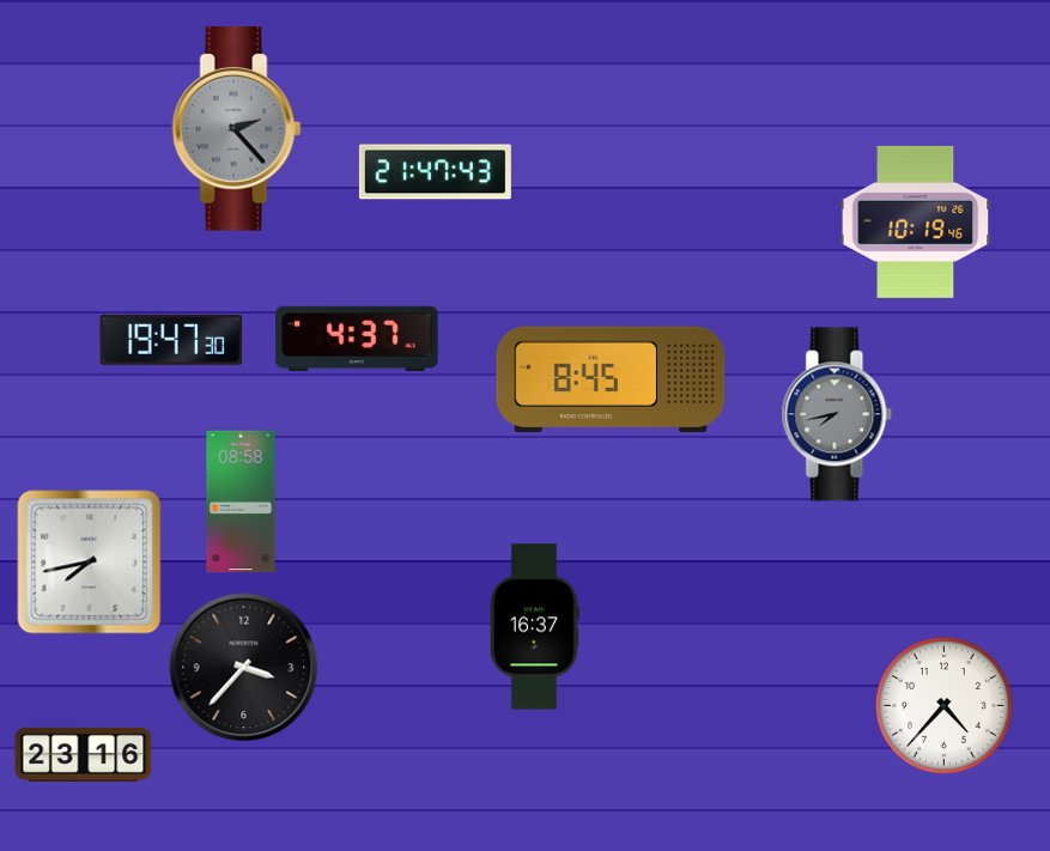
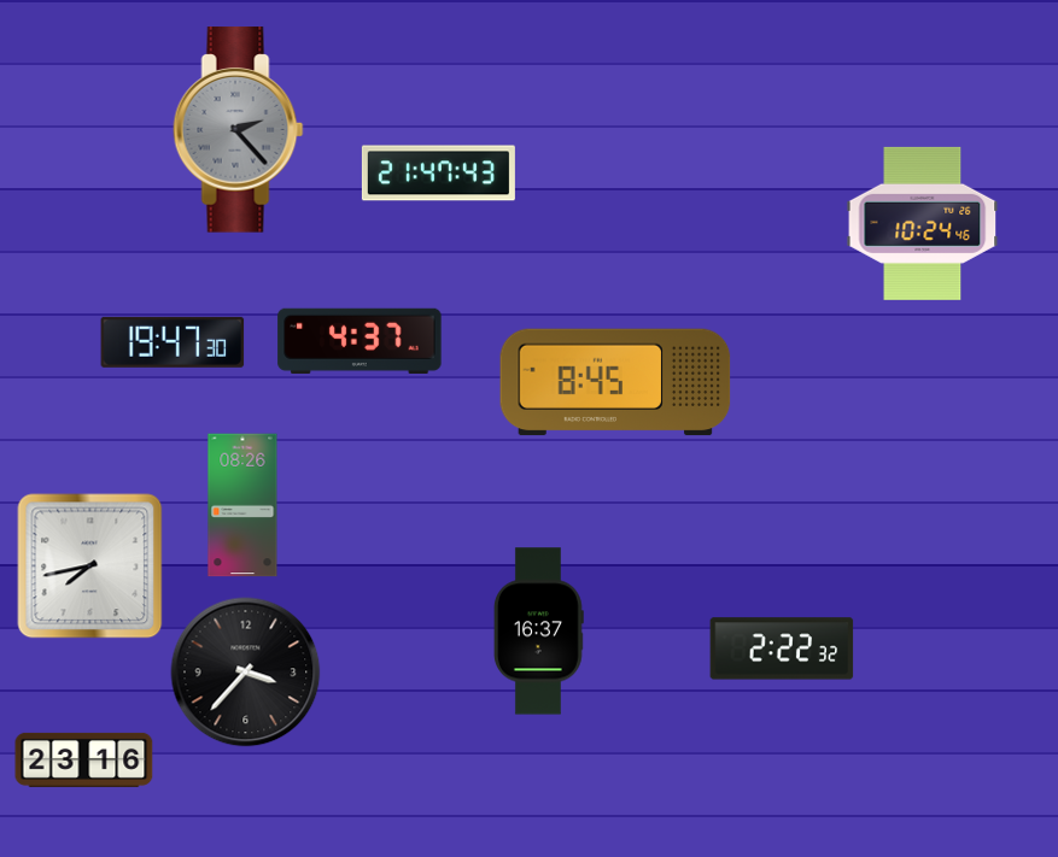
clock at (916, 221): 10:19 -> 10:24
clock at (837, 414): 7:43 -> none
clock at (241, 502): 08:58 -> 08:26
clock at (782, 648): none -> 2:22
clock at (943, 705): 4:37 -> none
